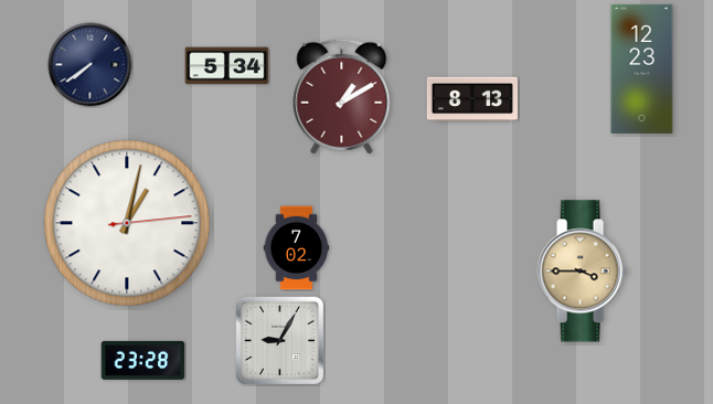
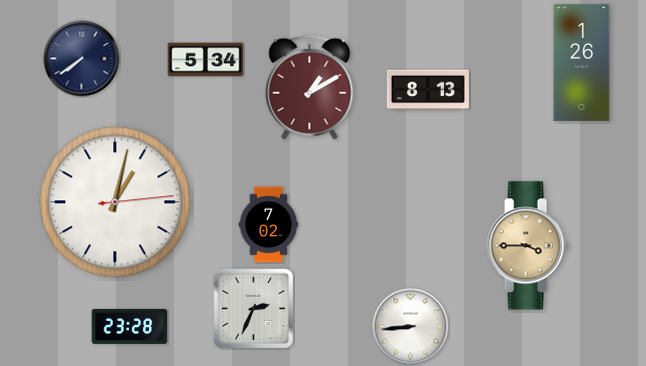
clock at (642, 68): 12:23 -> 1:26
clock at (280, 341): 9:05 -> 2:34
clock at (411, 327): none -> 8:44
